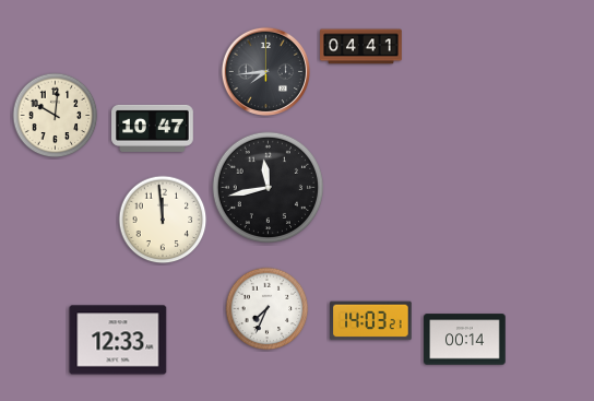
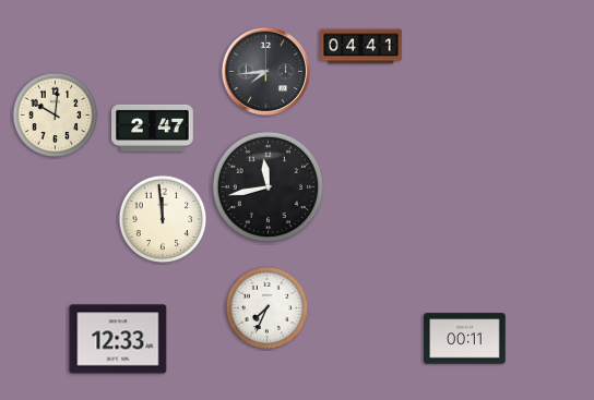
clock at (153, 128): 10:47 -> 2:47
clock at (371, 321): 14:03 -> none
clock at (465, 340): 00:14 -> 00:11
